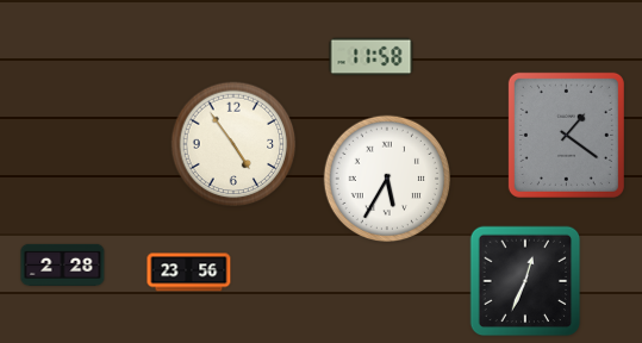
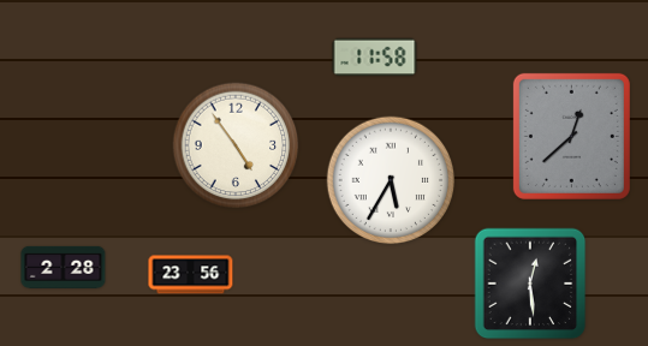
clock at (566, 135): 1:21 -> 12:38
clock at (525, 281): 12:34 -> 12:29
